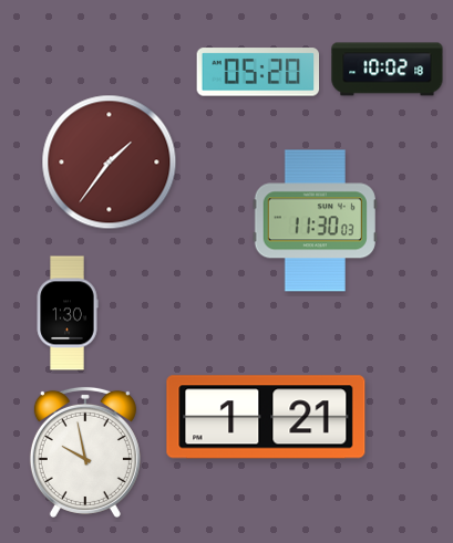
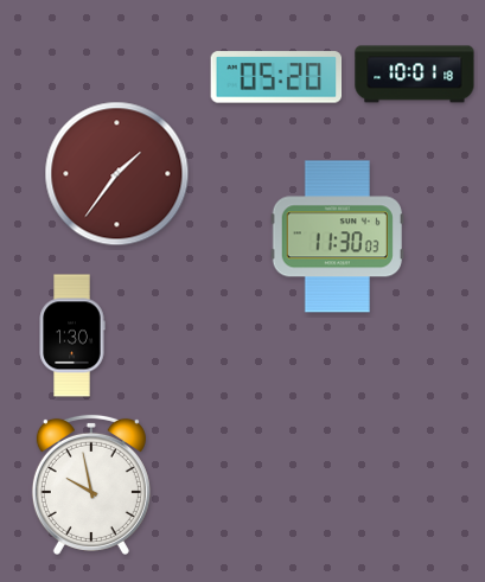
clock at (388, 70): 10:02 -> 10:01
clock at (266, 417): 1:21 -> none
